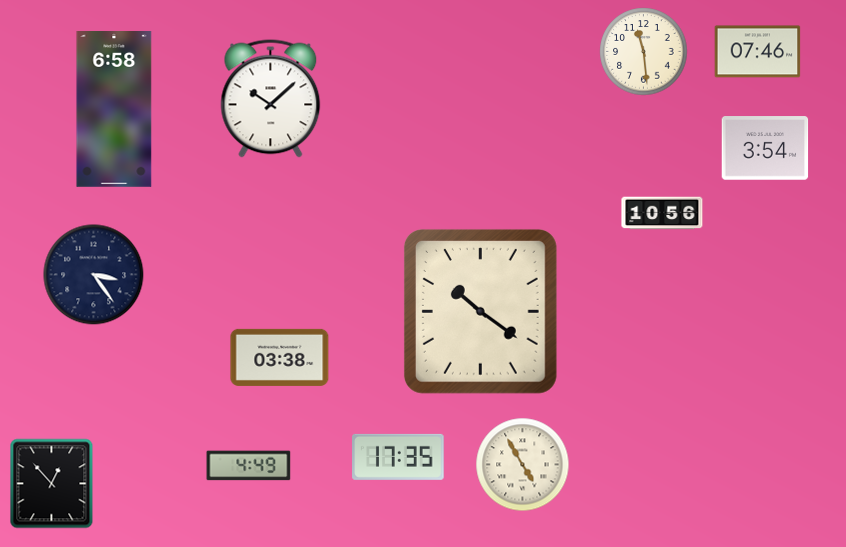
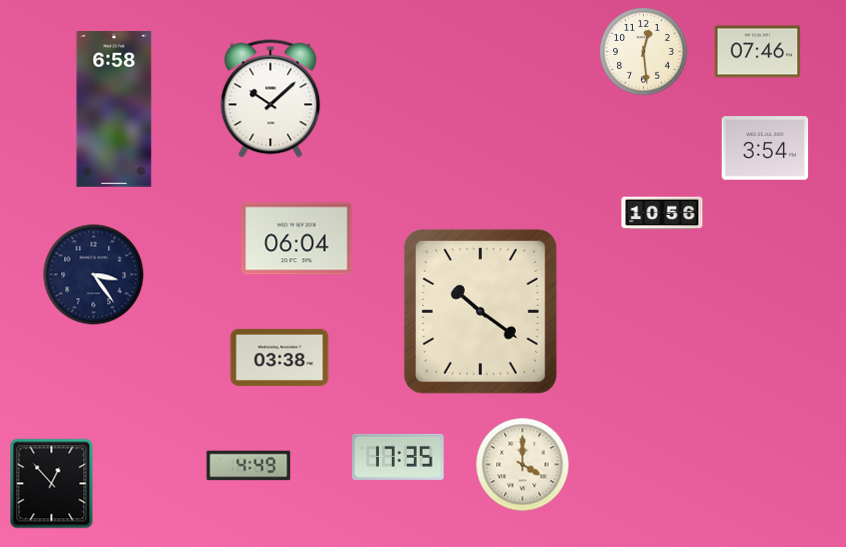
clock at (644, 52): 11:29 -> 12:29
clock at (297, 239): none -> 06:04
clock at (523, 465): 4:55 -> 4:00
